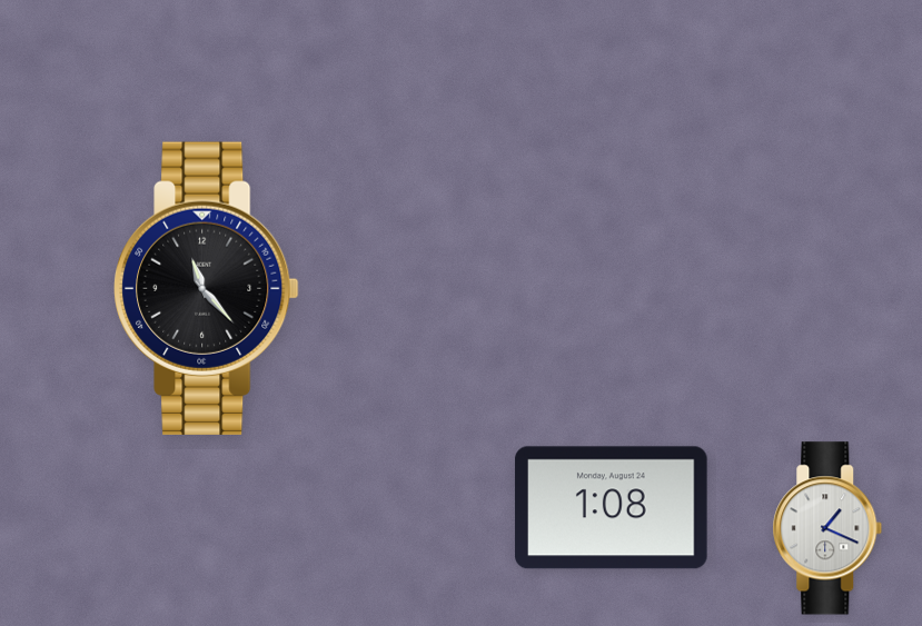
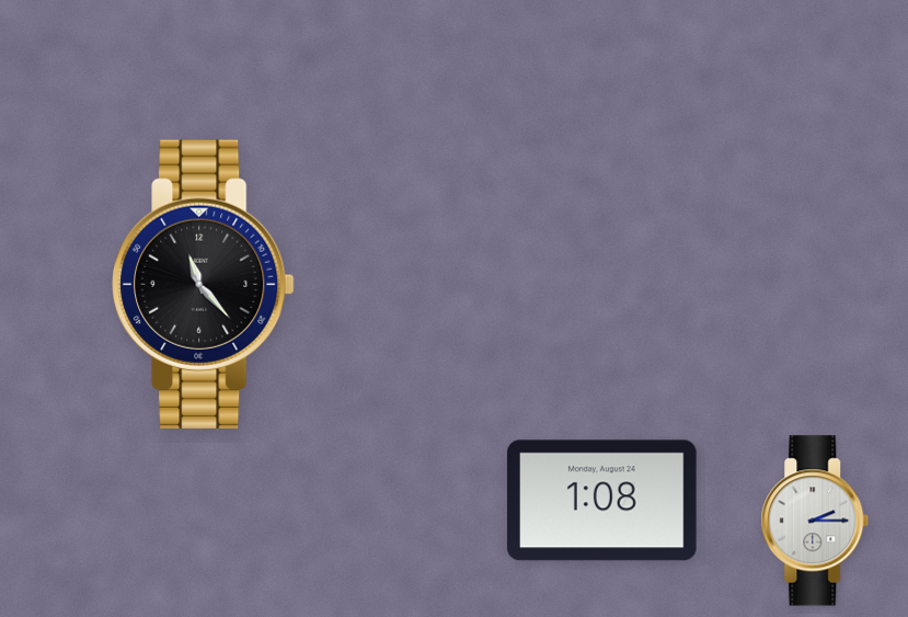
clock at (827, 528): 1:19 -> 2:15
